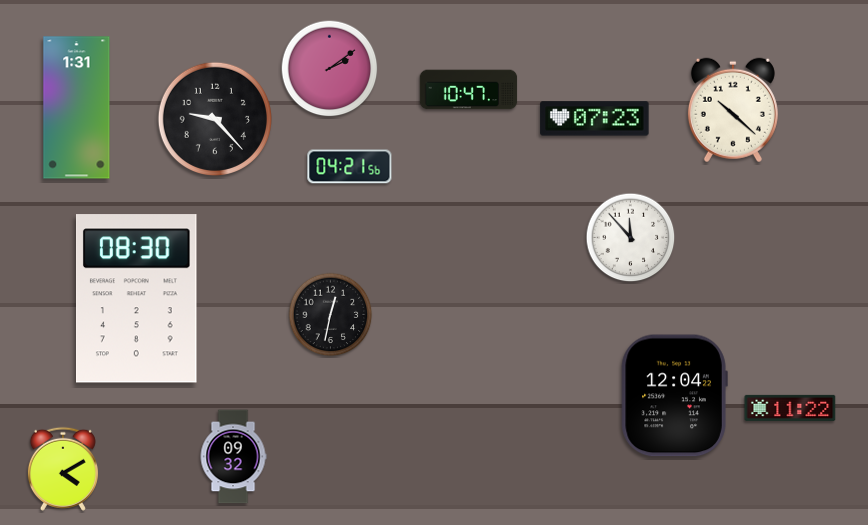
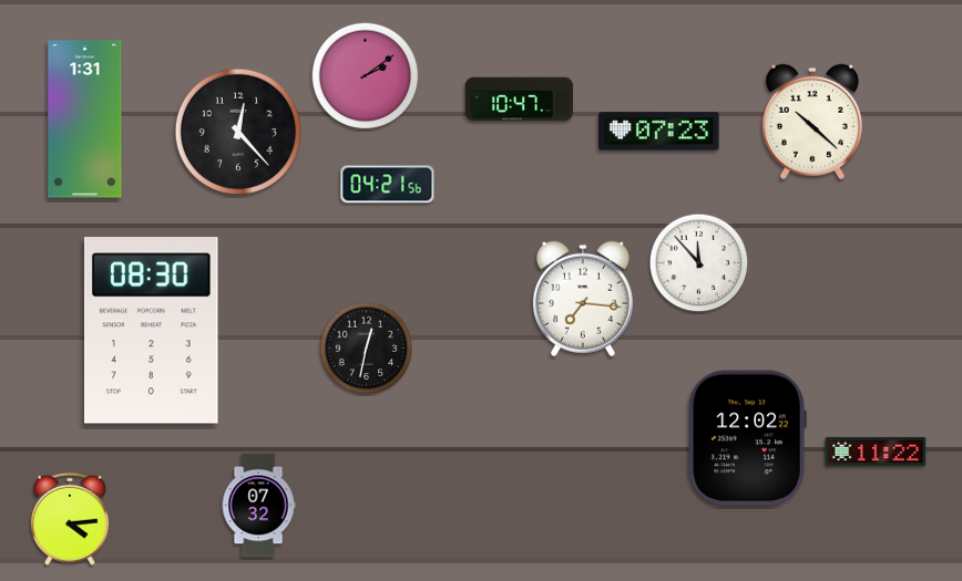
clock at (214, 118): 9:23 -> 12:23
clock at (583, 299): none -> 7:16
clock at (674, 396): 12:04 -> 12:02
clock at (233, 457): 09:32 -> 07:32
clock at (63, 469): 4:10 -> 4:14
